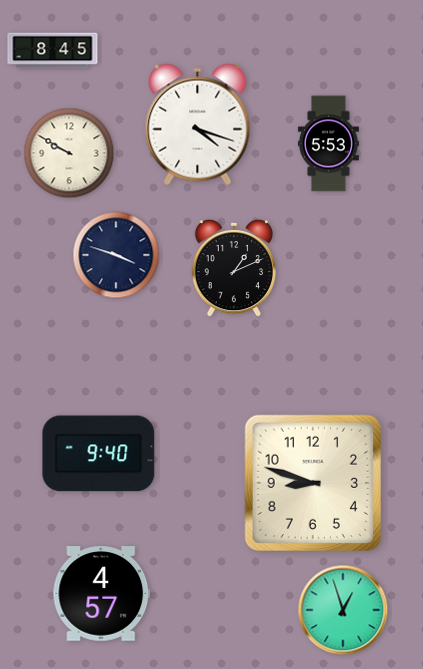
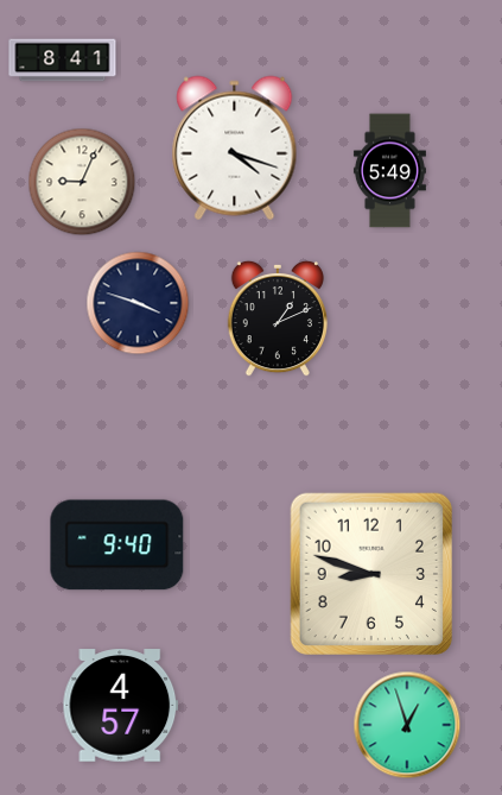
clock at (53, 51): 8:45 -> 8:41
clock at (328, 144): 5:53 -> 5:49
clock at (69, 153): 9:50 -> 9:04
clock at (99, 454) position: (99, 454) -> (117, 545)
